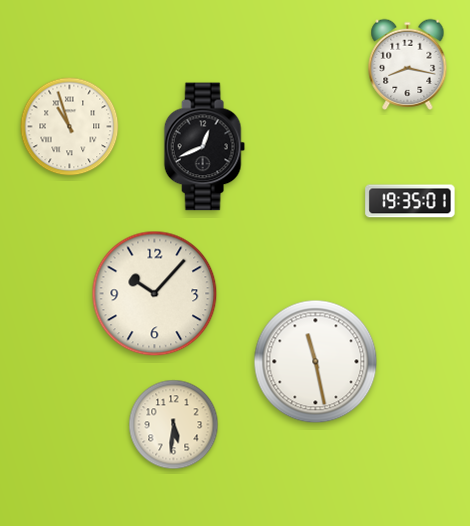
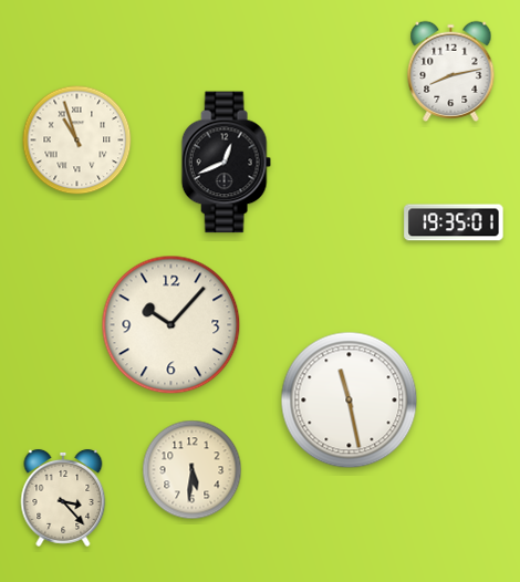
clock at (408, 64): 8:17 -> 8:13
clock at (63, 498): none -> 3:23
